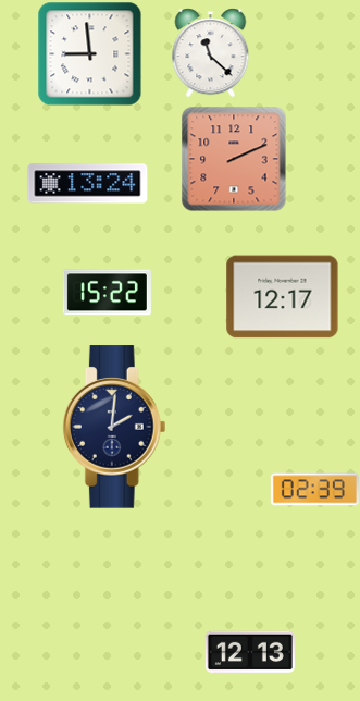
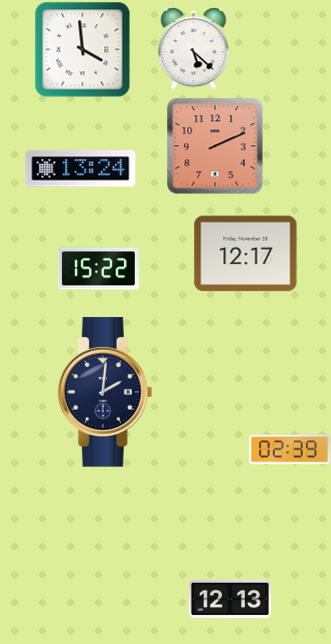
clock at (211, 52): 11:22 -> 5:22
clock at (89, 53): 8:59 -> 3:59
clock at (283, 297) position: (283, 297) -> (246, 254)
